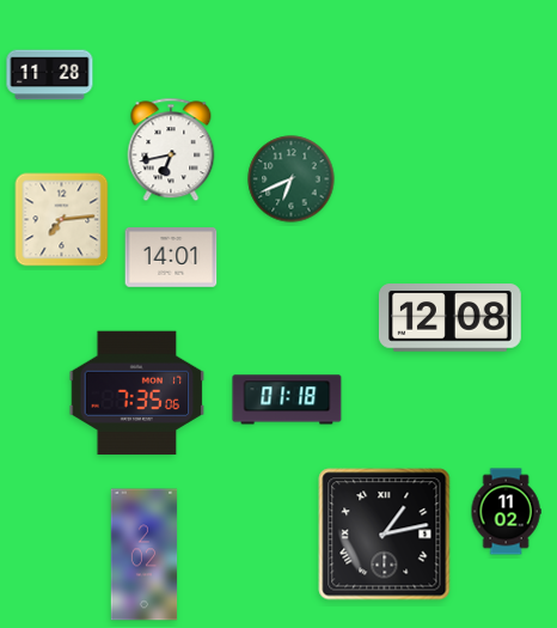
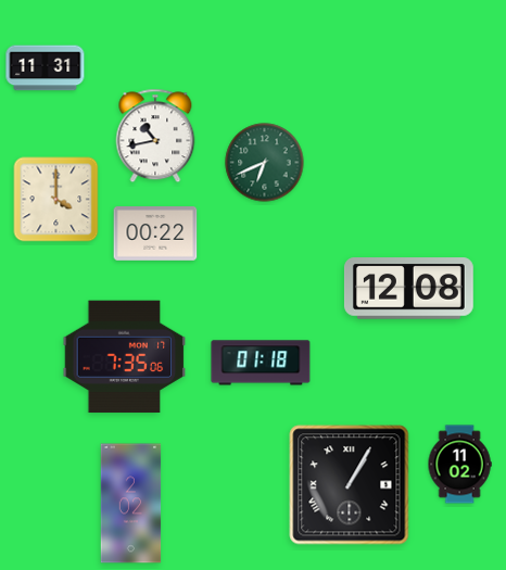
clock at (50, 75): 11:28 -> 11:31
clock at (171, 150): 6:43 -> 10:43
clock at (62, 220): 7:14 -> 4:00
clock at (171, 257): 14:01 -> 00:22
clock at (385, 535): 1:13 -> 1:05
